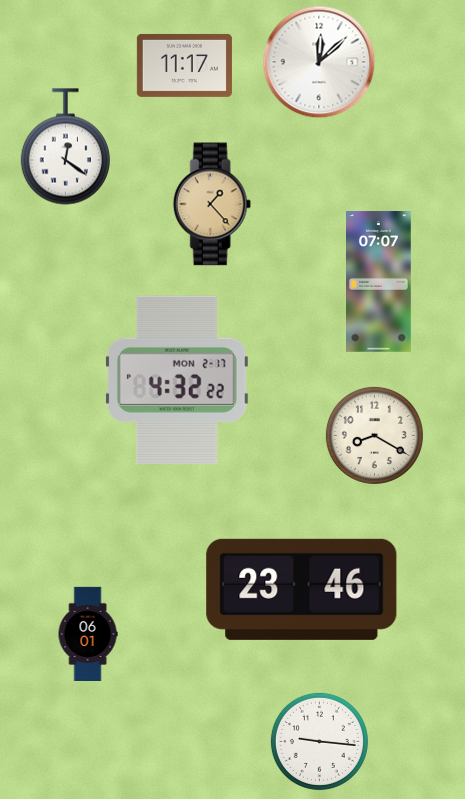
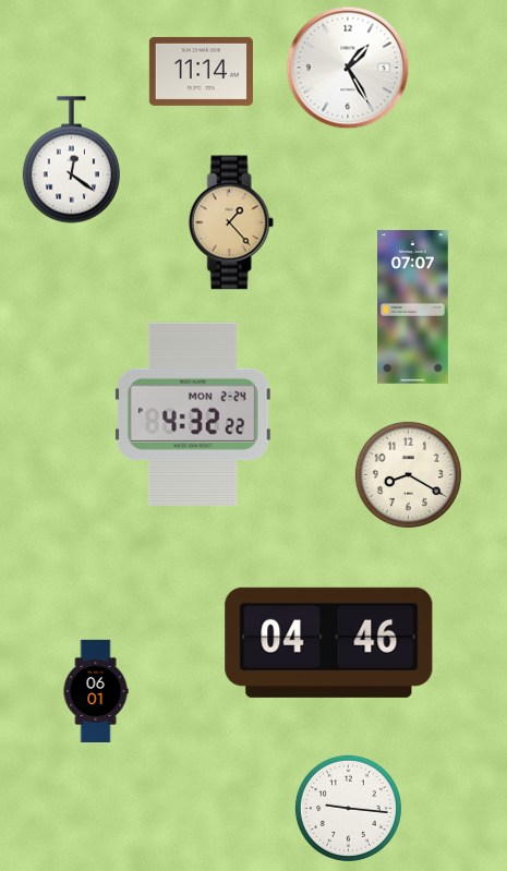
clock at (319, 62): 12:08 -> 1:25
clock at (184, 65): 11:17 -> 11:14
clock at (177, 380) date: MON 2-17 -> MON 2-24
clock at (302, 589): 23:46 -> 04:46
